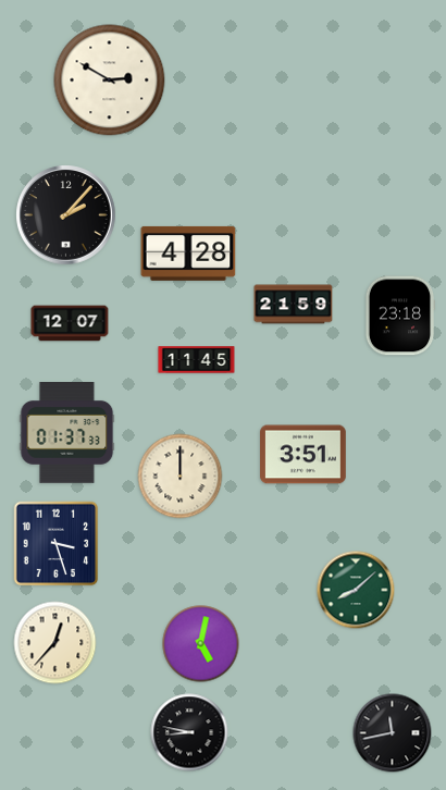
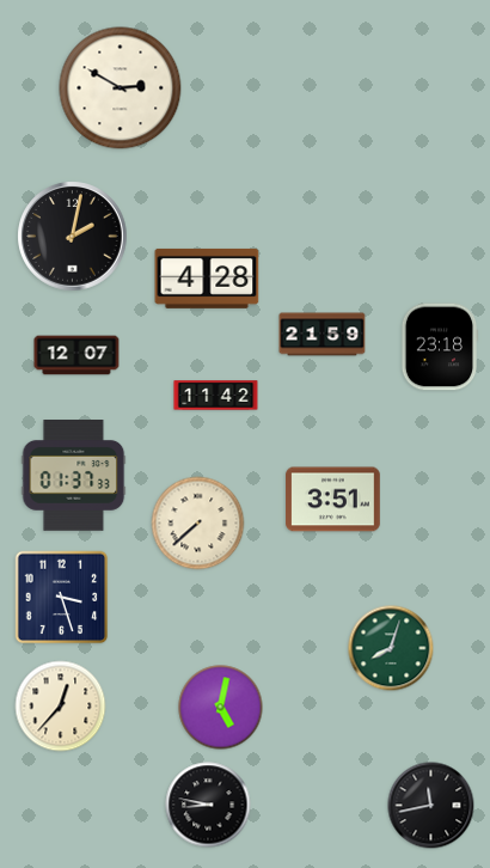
clock at (66, 215): 2:07 -> 2:02
clock at (197, 360): 11:45 -> 11:42
clock at (181, 477): 12:00 -> 7:38
clock at (356, 590): 8:08 -> 8:03
